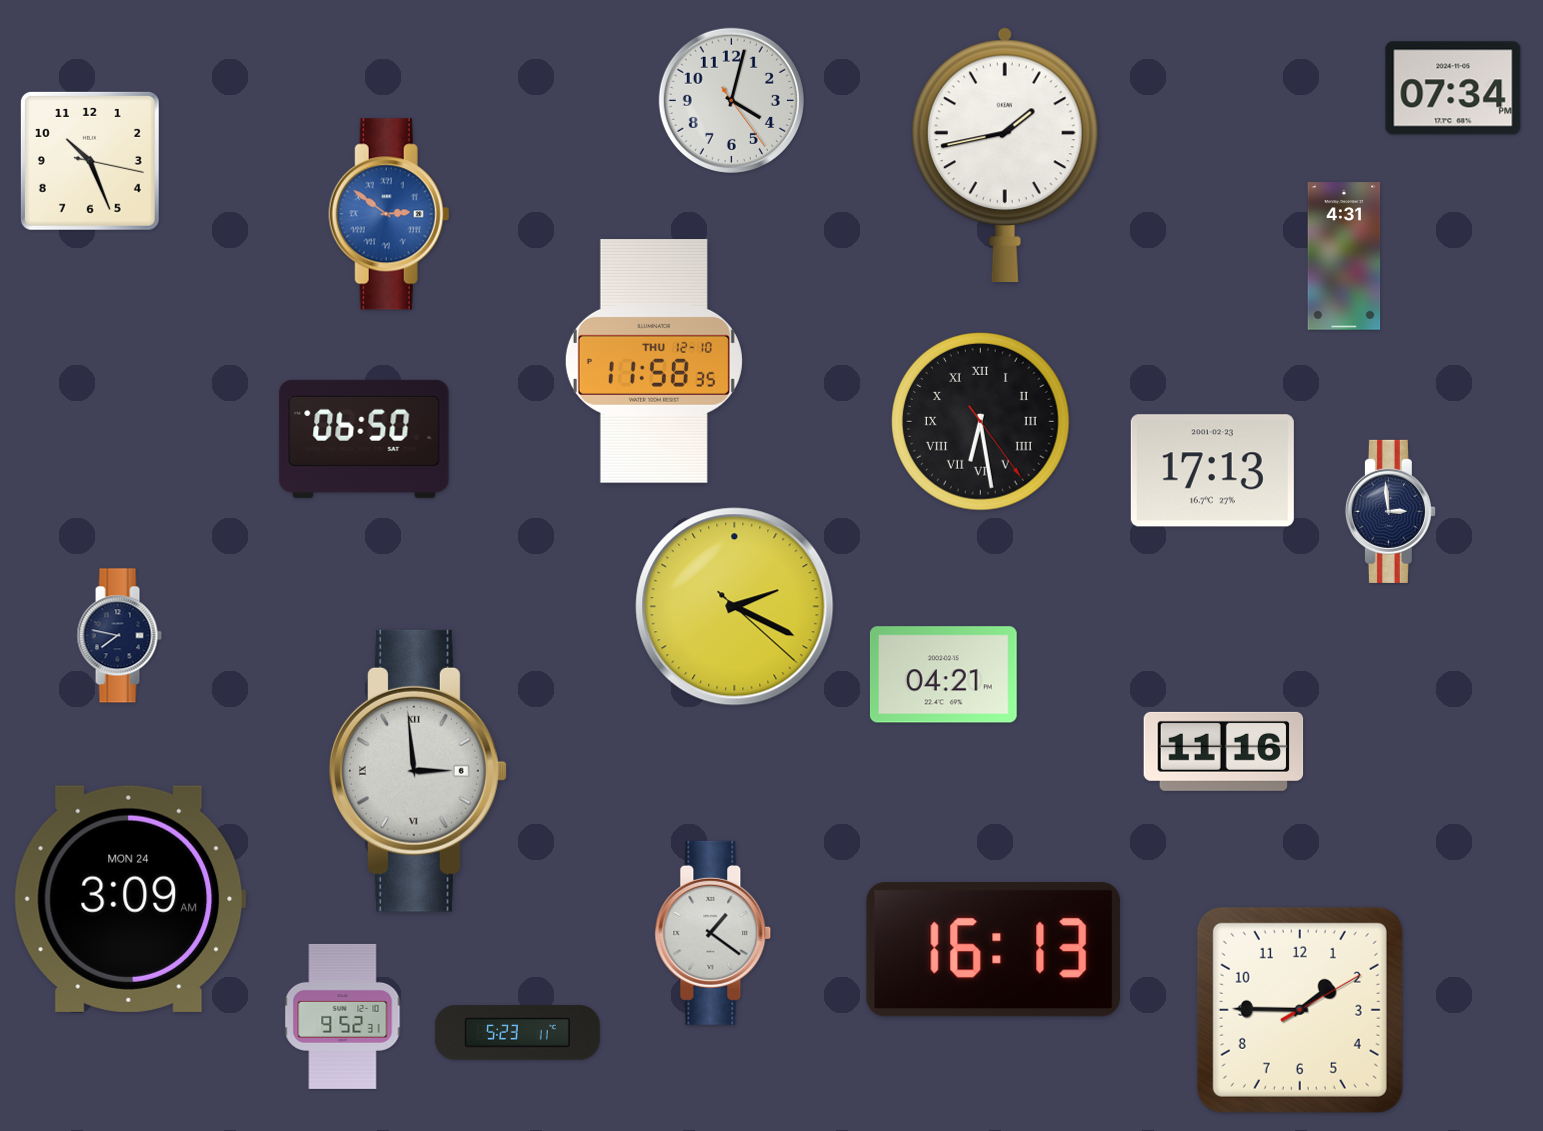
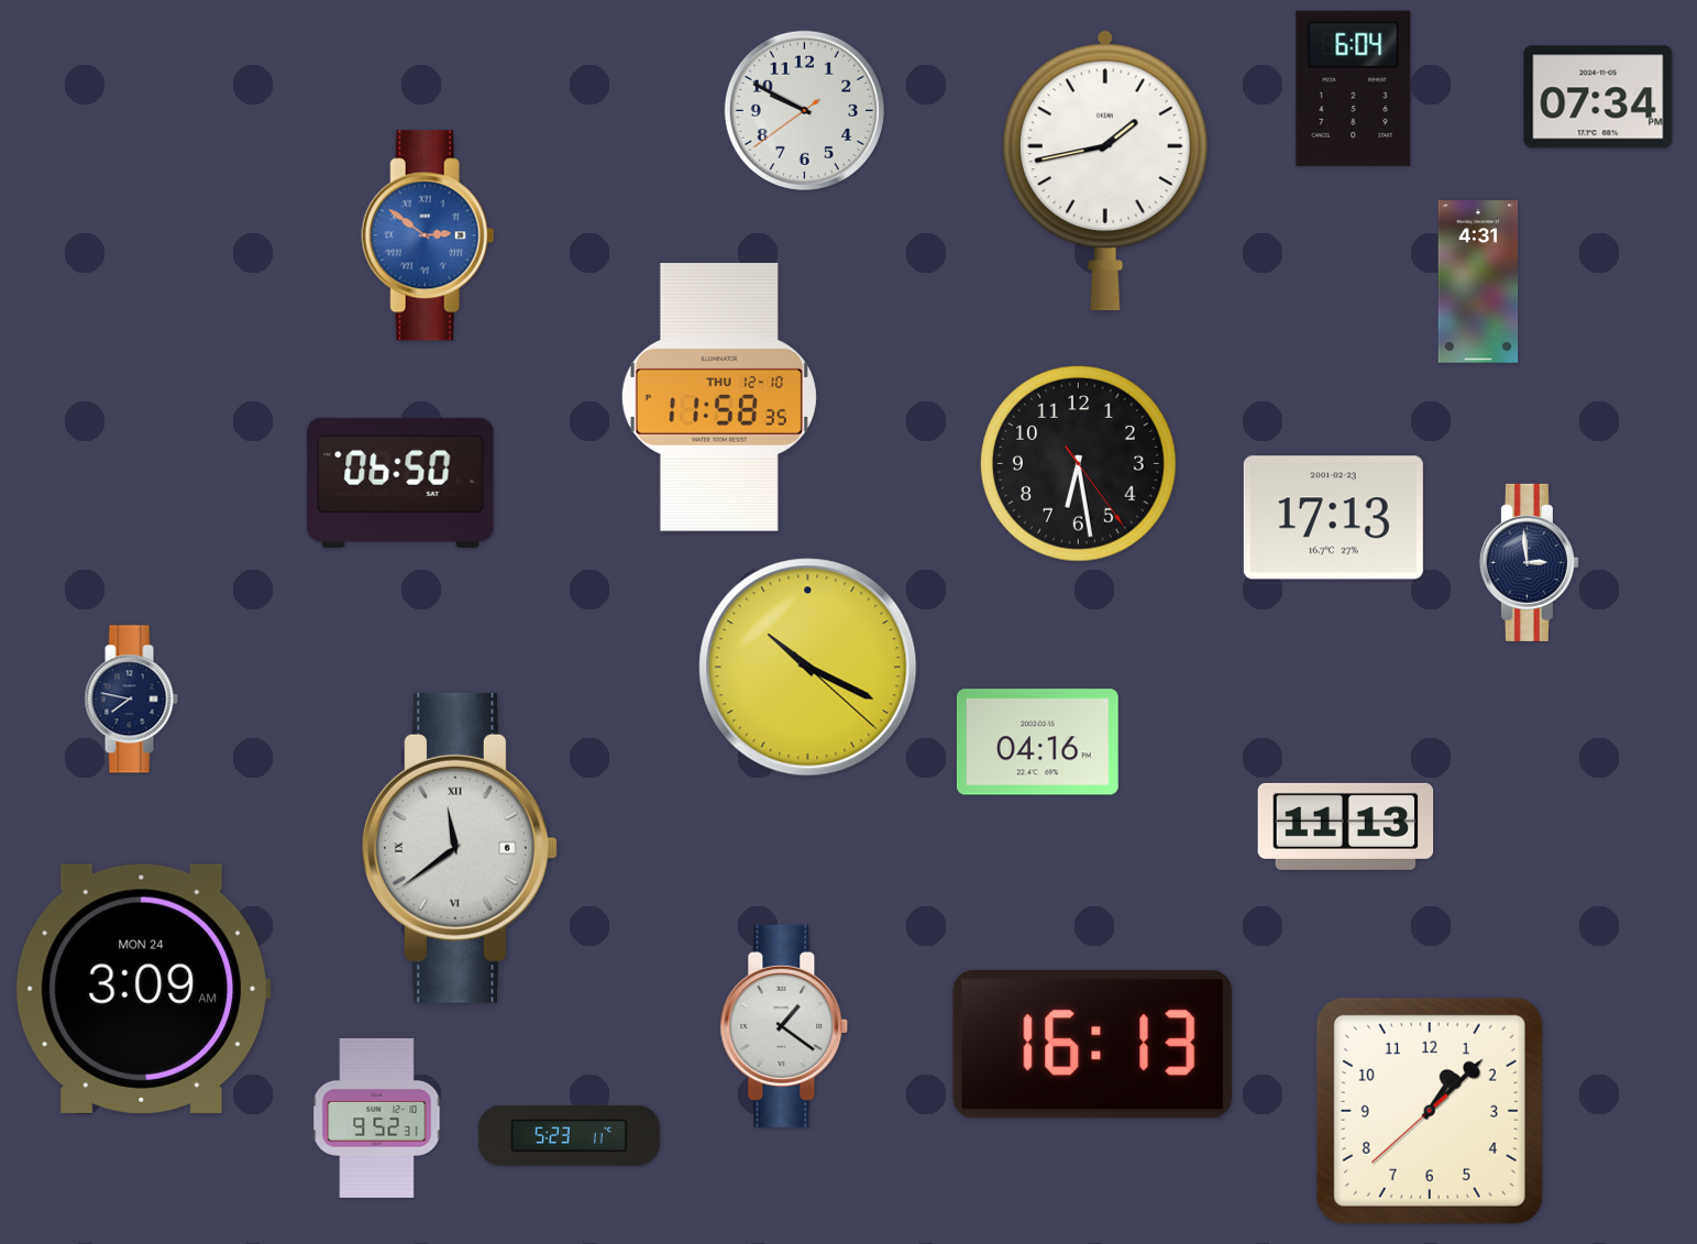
clock at (1354, 88): none -> 6:04
clock at (731, 100): 4:02 -> 9:49
clock at (90, 161): 10:26 -> none
clock at (981, 422) numerals: Roman -> Arabic
clock at (735, 607): 2:19 -> 10:19
clock at (943, 675): 04:21 -> 04:16
clock at (1224, 751): 11:16 -> 11:13
clock at (418, 771): 2:59 -> 11:39
clock at (1300, 1010): 1:45 -> 1:07
